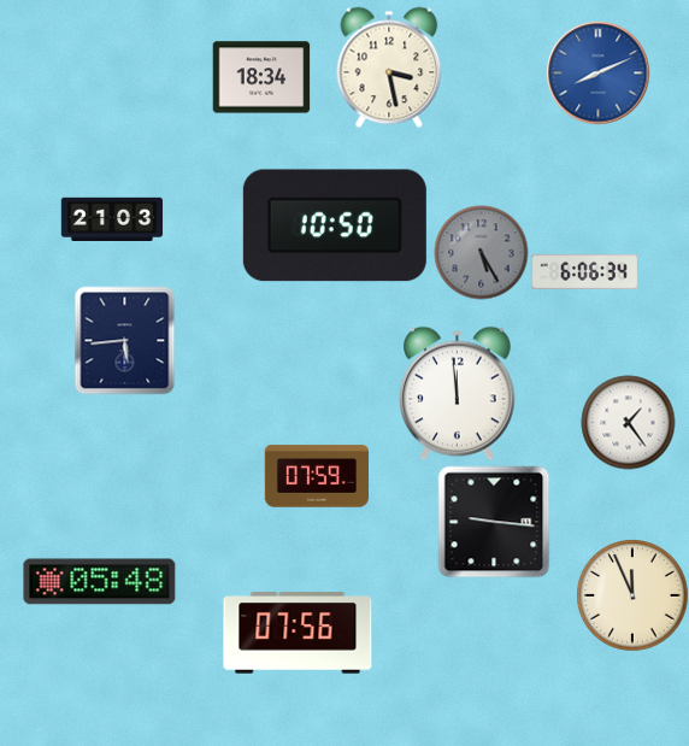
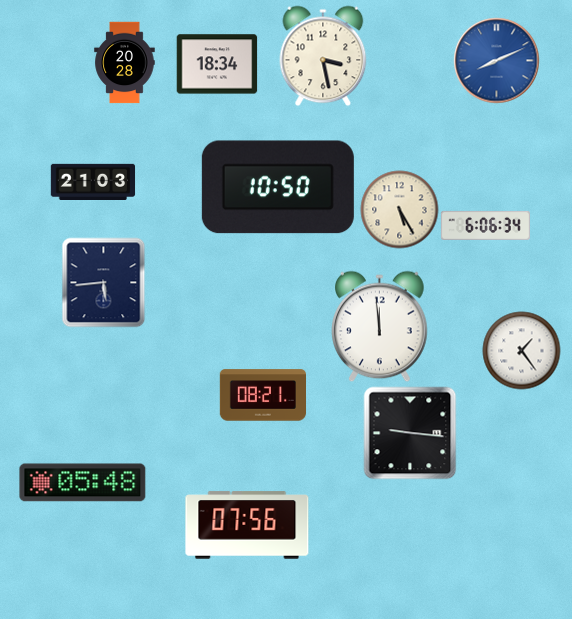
clock at (125, 62): none -> 20:28
clock at (481, 252) dial: grey -> cream
clock at (316, 476): 07:59 -> 08:21
clock at (632, 595): 11:56 -> none
